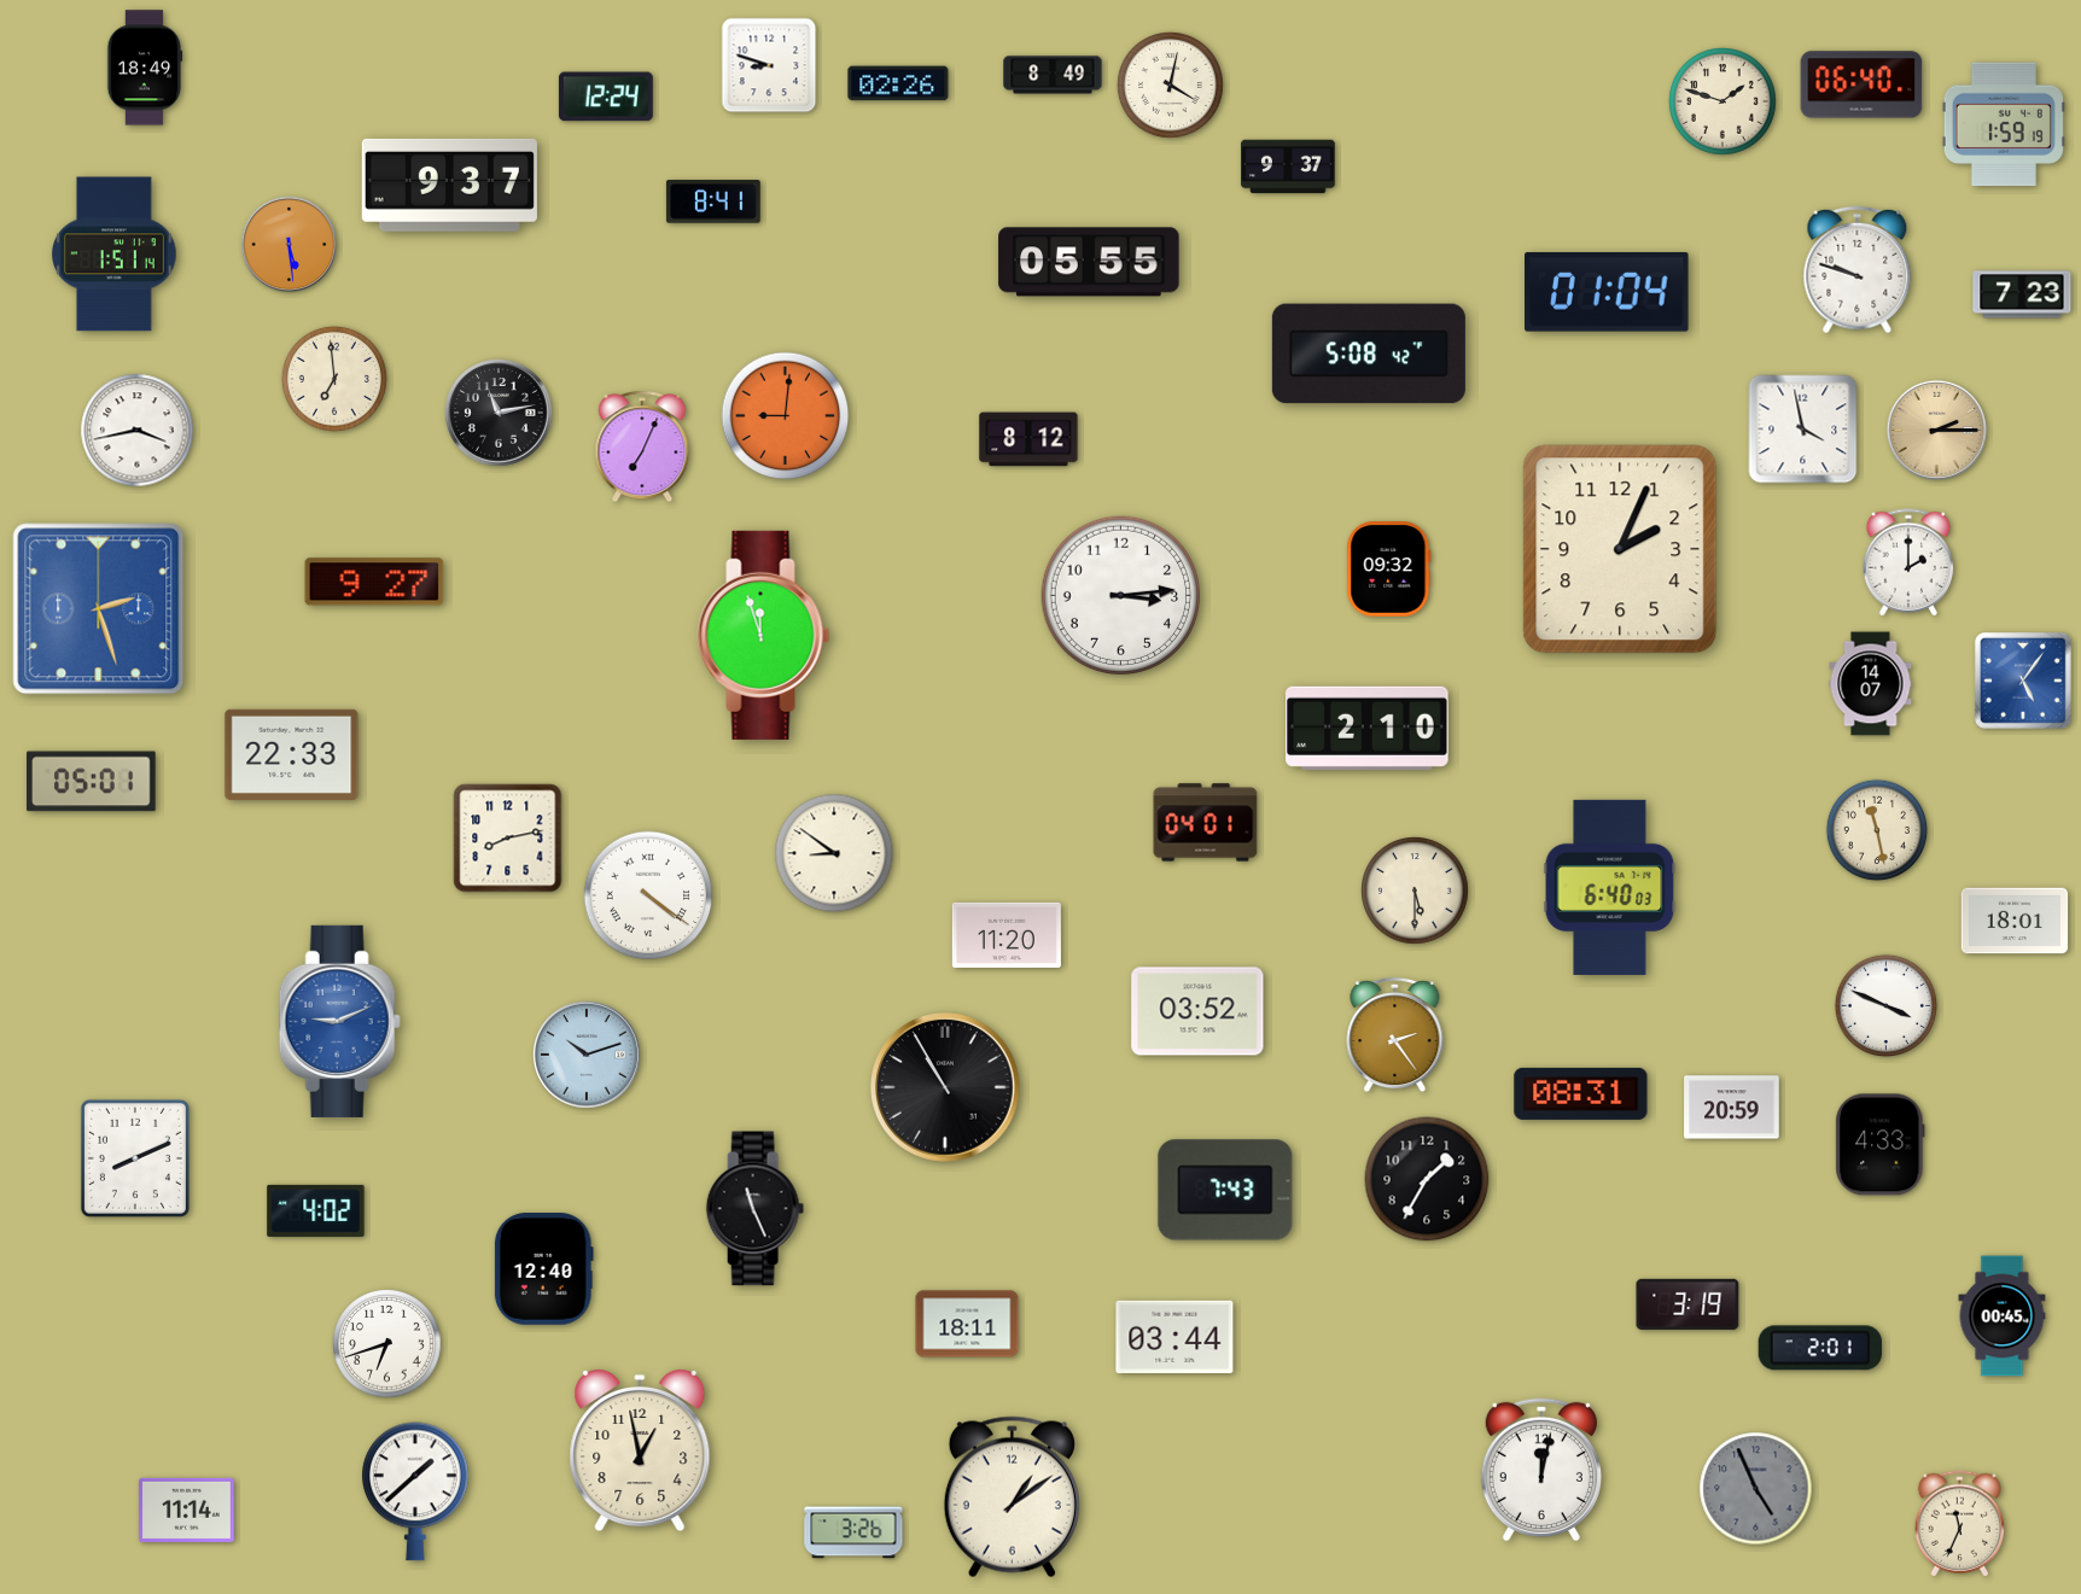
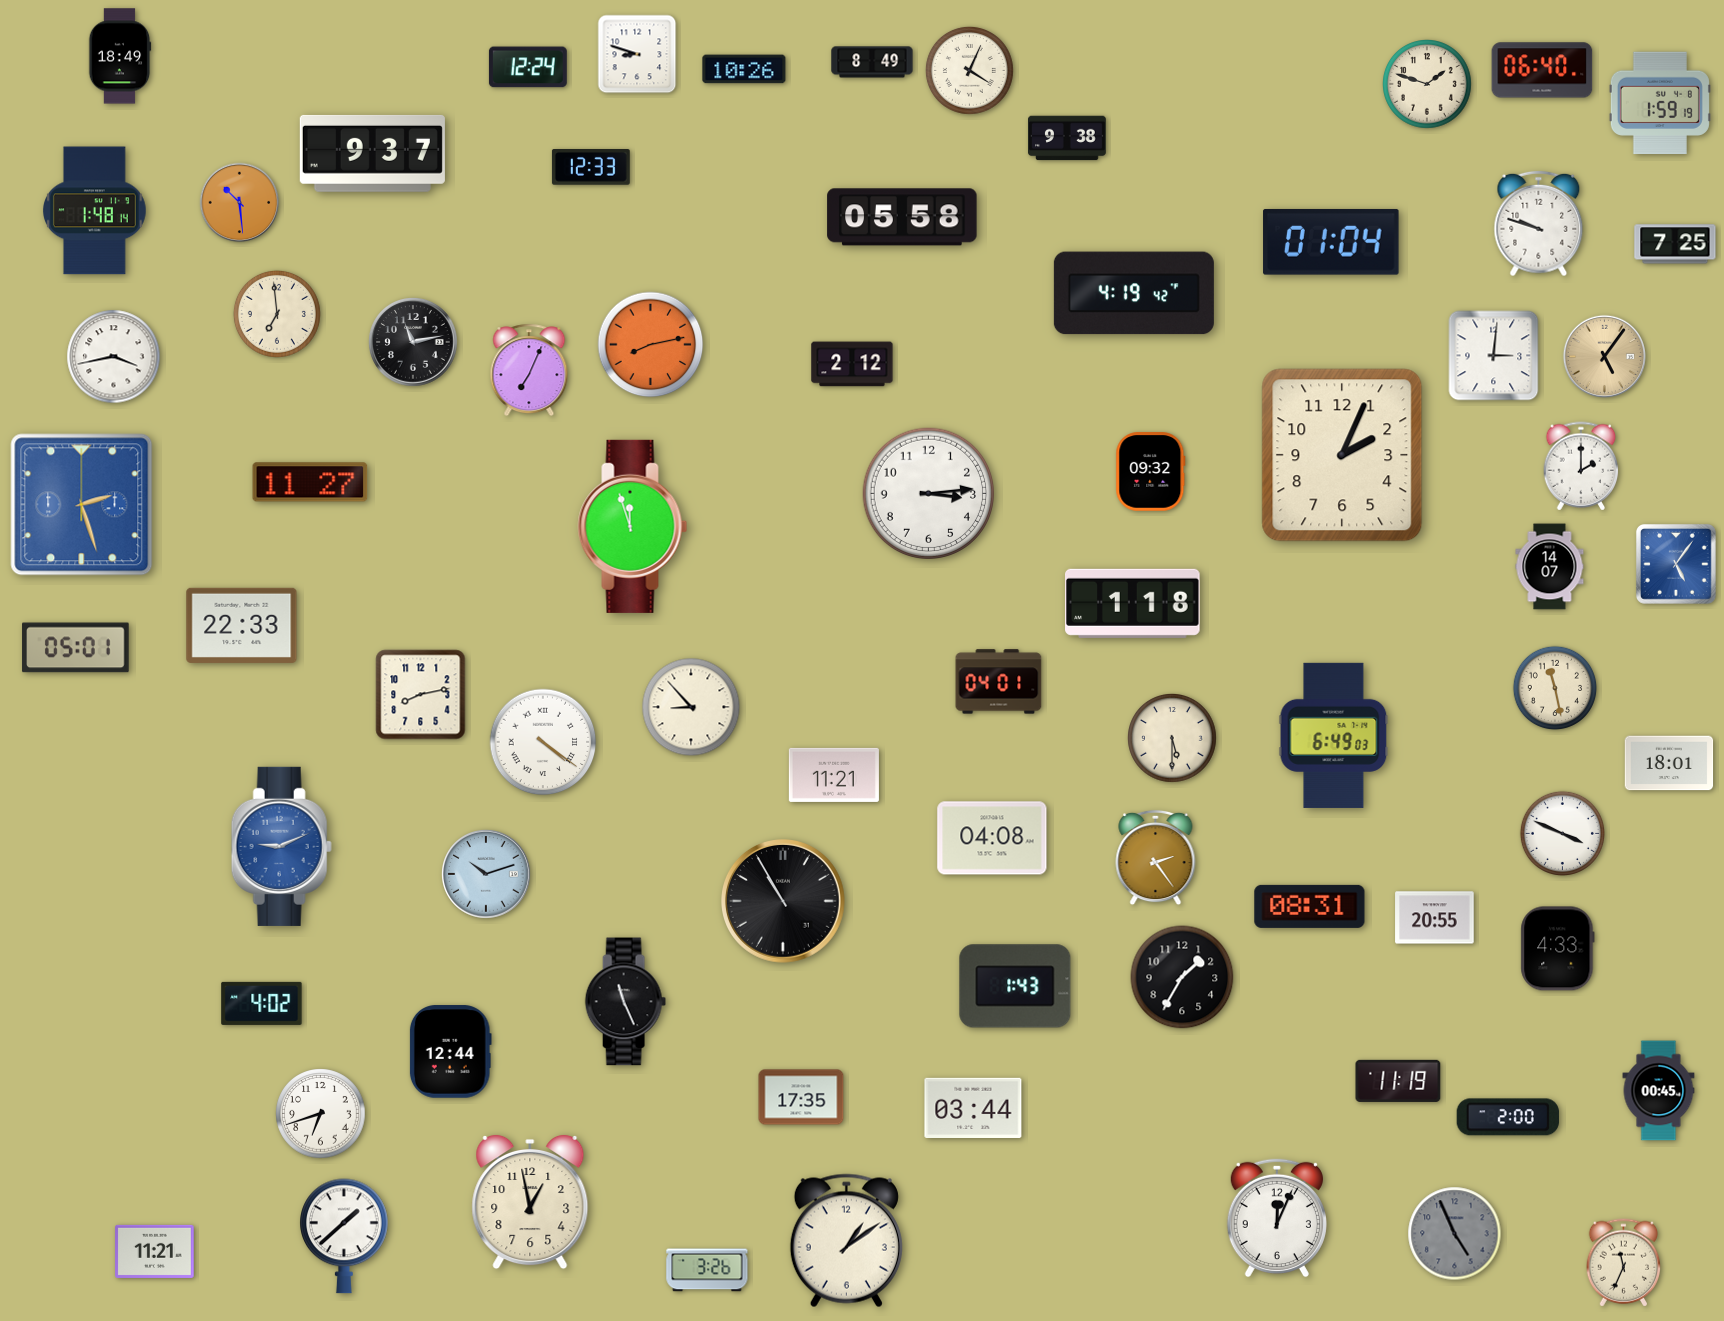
clock at (898, 83): 02:26 -> 10:26
clock at (1170, 84): 4:02 -> 4:04
clock at (606, 97) position: (606, 97) -> (528, 67)
clock at (1289, 167): 9:37 -> 9:38
clock at (713, 203): 8:41 -> 12:33
clock at (290, 245): 5:29 -> 10:29
clock at (115, 255): 1:51 -> 1:48
clock at (1089, 262): 05:55 -> 05:58
clock at (2022, 294): 7:23 -> 7:25
clock at (1369, 354): 5:08 -> 4:19
clock at (786, 416): 9:01 -> 8:13
clock at (1803, 430): 3:58 -> 3:01
clock at (1936, 430): 2:15 -> 5:06
clock at (1028, 439): 8:12 -> 2:12
clock at (642, 446) position: (642, 446) -> (529, 370)
clock at (374, 582): 9:27 -> 11:27
clock at (1368, 728): 2:10 -> 1:18
clock at (834, 853): 8:51 -> 8:53
clock at (1610, 887): 6:40 -> 6:49
clock at (648, 895) position: (648, 895) -> (543, 742)
clock at (1007, 935): 11:20 -> 11:21
clock at (1197, 1011): 03:52 -> 04:08
clock at (1732, 1108): 20:59 -> 20:55
clock at (135, 1158): 8:11 -> none
clock at (1225, 1190): 7:43 -> 1:43
clock at (543, 1269): 12:40 -> 12:44
clock at (1687, 1304): 3:19 -> 11:19
clock at (967, 1324): 18:11 -> 17:35
clock at (1820, 1348): 2:01 -> 2:00
clock at (1541, 1470): 12:02 -> 12:04
clock at (1012, 1497) position: (1012, 1497) -> (846, 1241)
clock at (187, 1510): 11:14 -> 11:21
